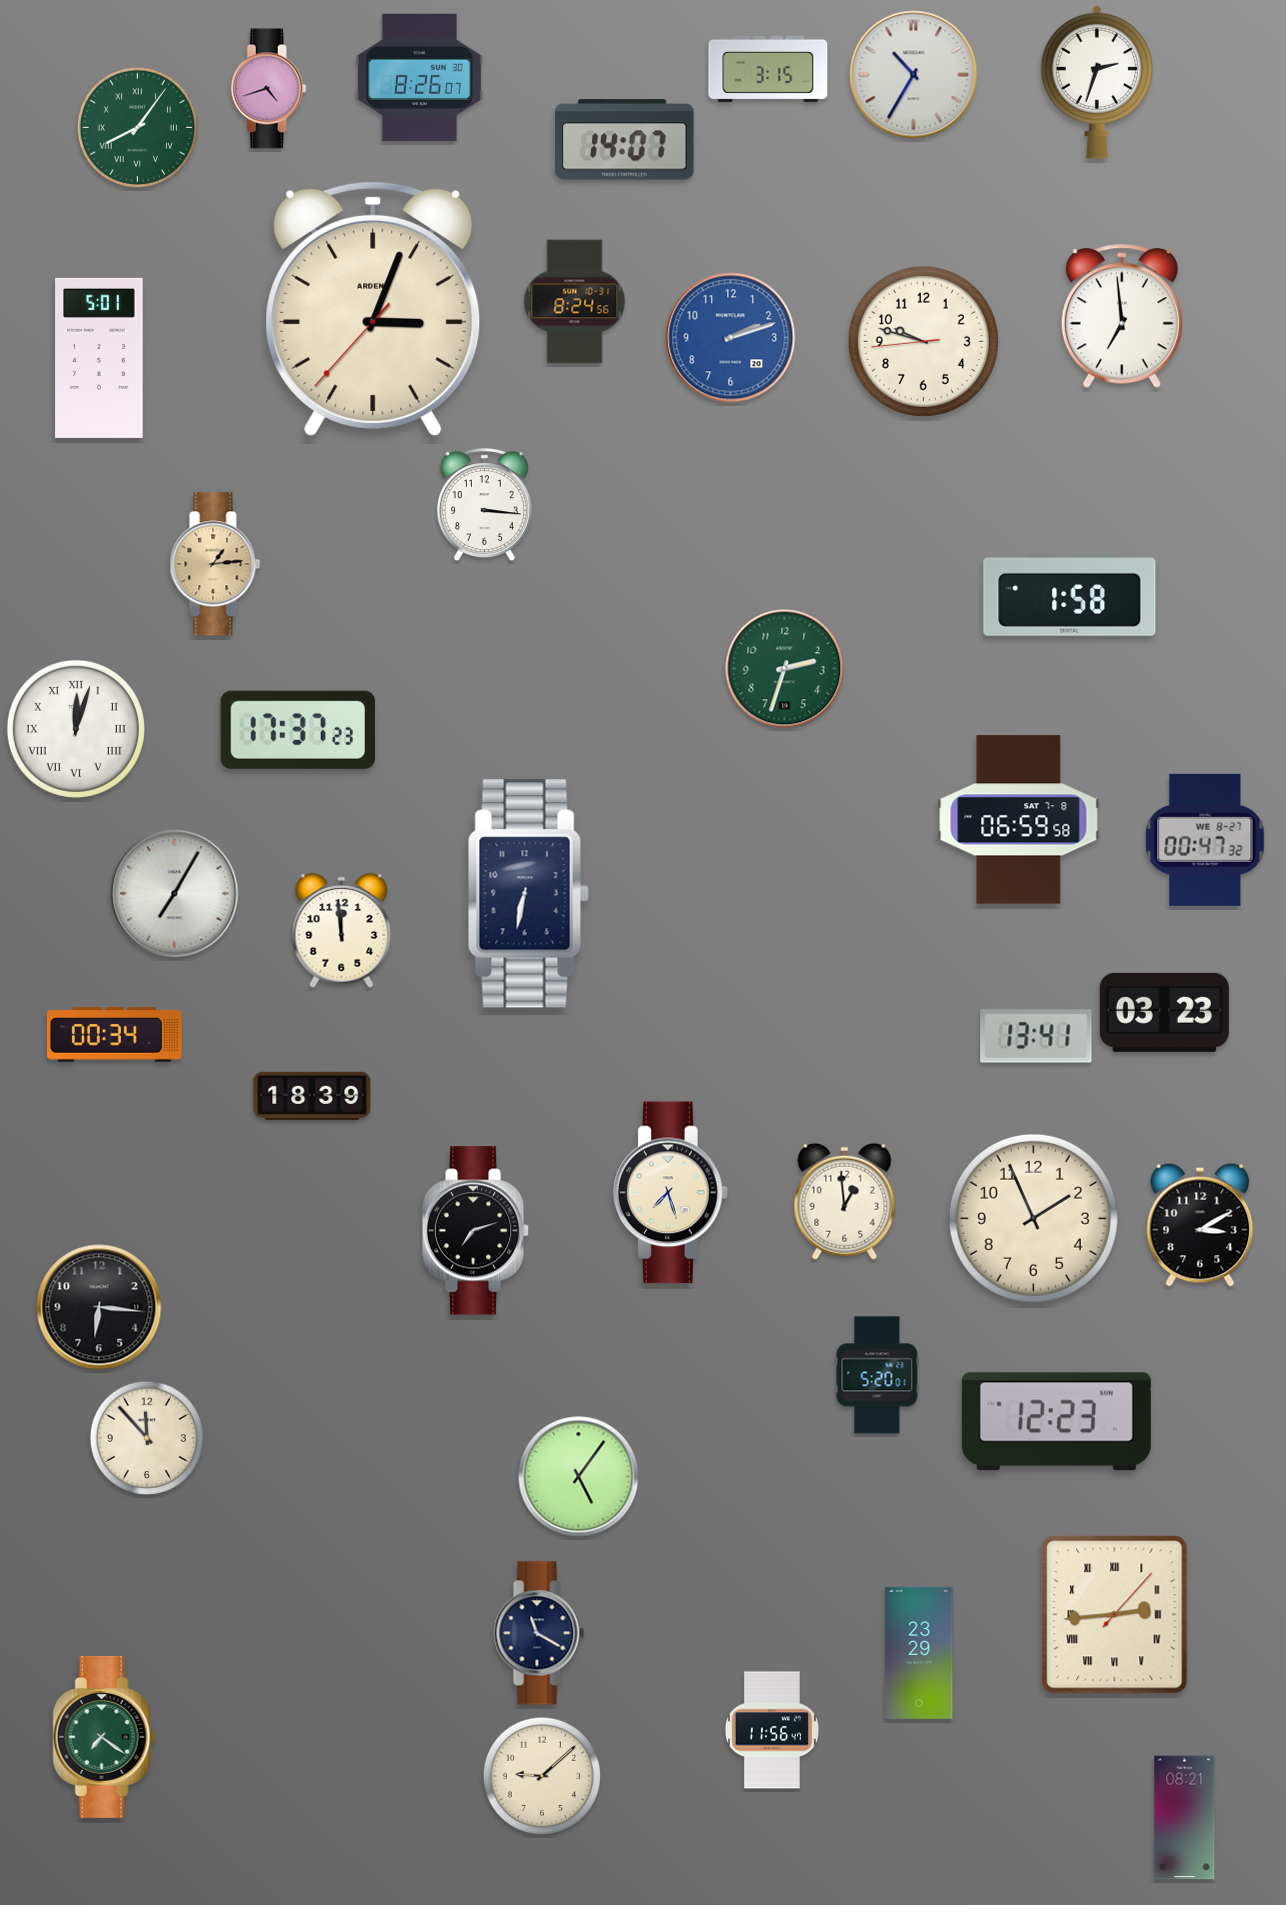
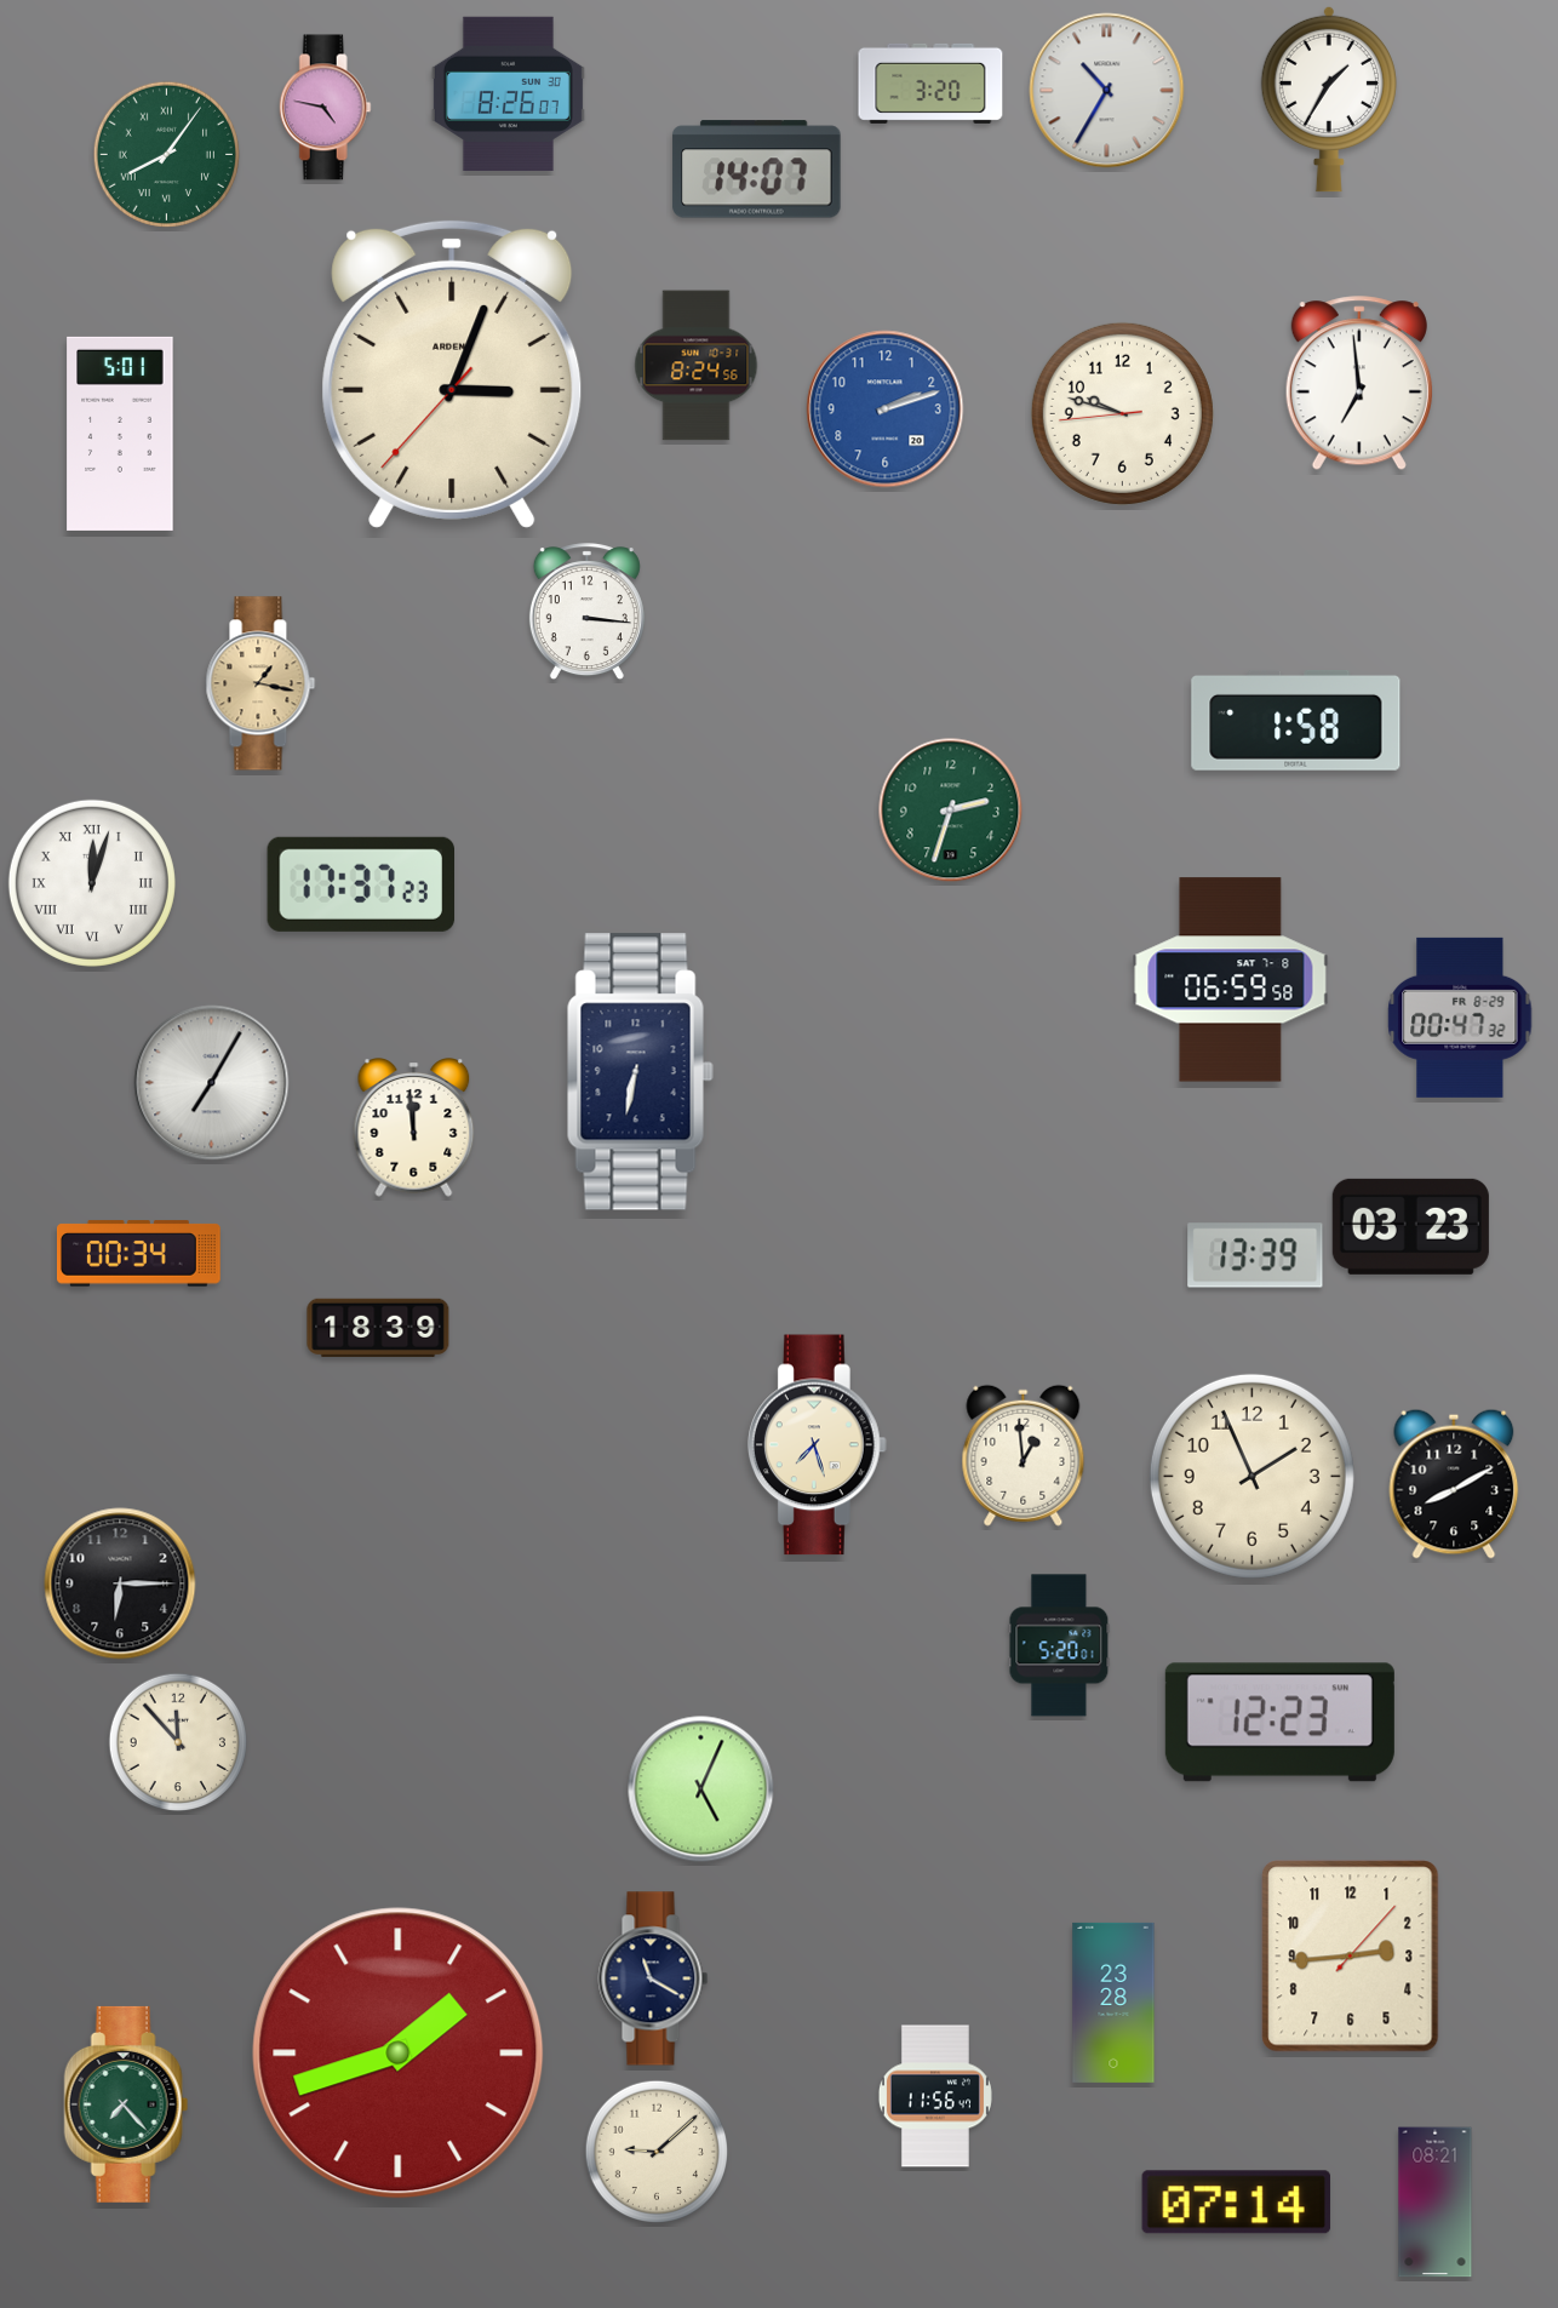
clock at (768, 69): 3:15 -> 3:20
clock at (1097, 82): 2:33 -> 1:35
clock at (268, 89): 4:42 -> 4:47
clock at (923, 341) position: (923, 341) -> (1122, 413)
clock at (215, 564): 1:14 -> 1:17
clock at (1019, 820) position: (1019, 820) -> (1231, 980)
clock at (1205, 840) date: WE 8-27 -> FR 8-29
clock at (528, 894) position: (528, 894) -> (640, 1072)
clock at (1036, 1036): 13:41 -> 13:39
clock at (670, 1193) position: (670, 1193) -> (817, 1445)
clock at (1200, 1225): 3:10 -> 8:10
clock at (476, 1231): 7:12 -> none
clock at (99, 1307): 6:16 -> 6:15
clock at (877, 1375) position: (877, 1375) -> (1059, 1645)
clock at (579, 1477): 5:06 -> 5:04
clock at (1115, 1615) numerals: Roman -> Arabic
clock at (919, 1653): 23:29 -> 23:28
clock at (399, 2054): none -> 1:42
clock at (104, 1737): 7:21 -> 7:23
clock at (1236, 2203): none -> 07:14
